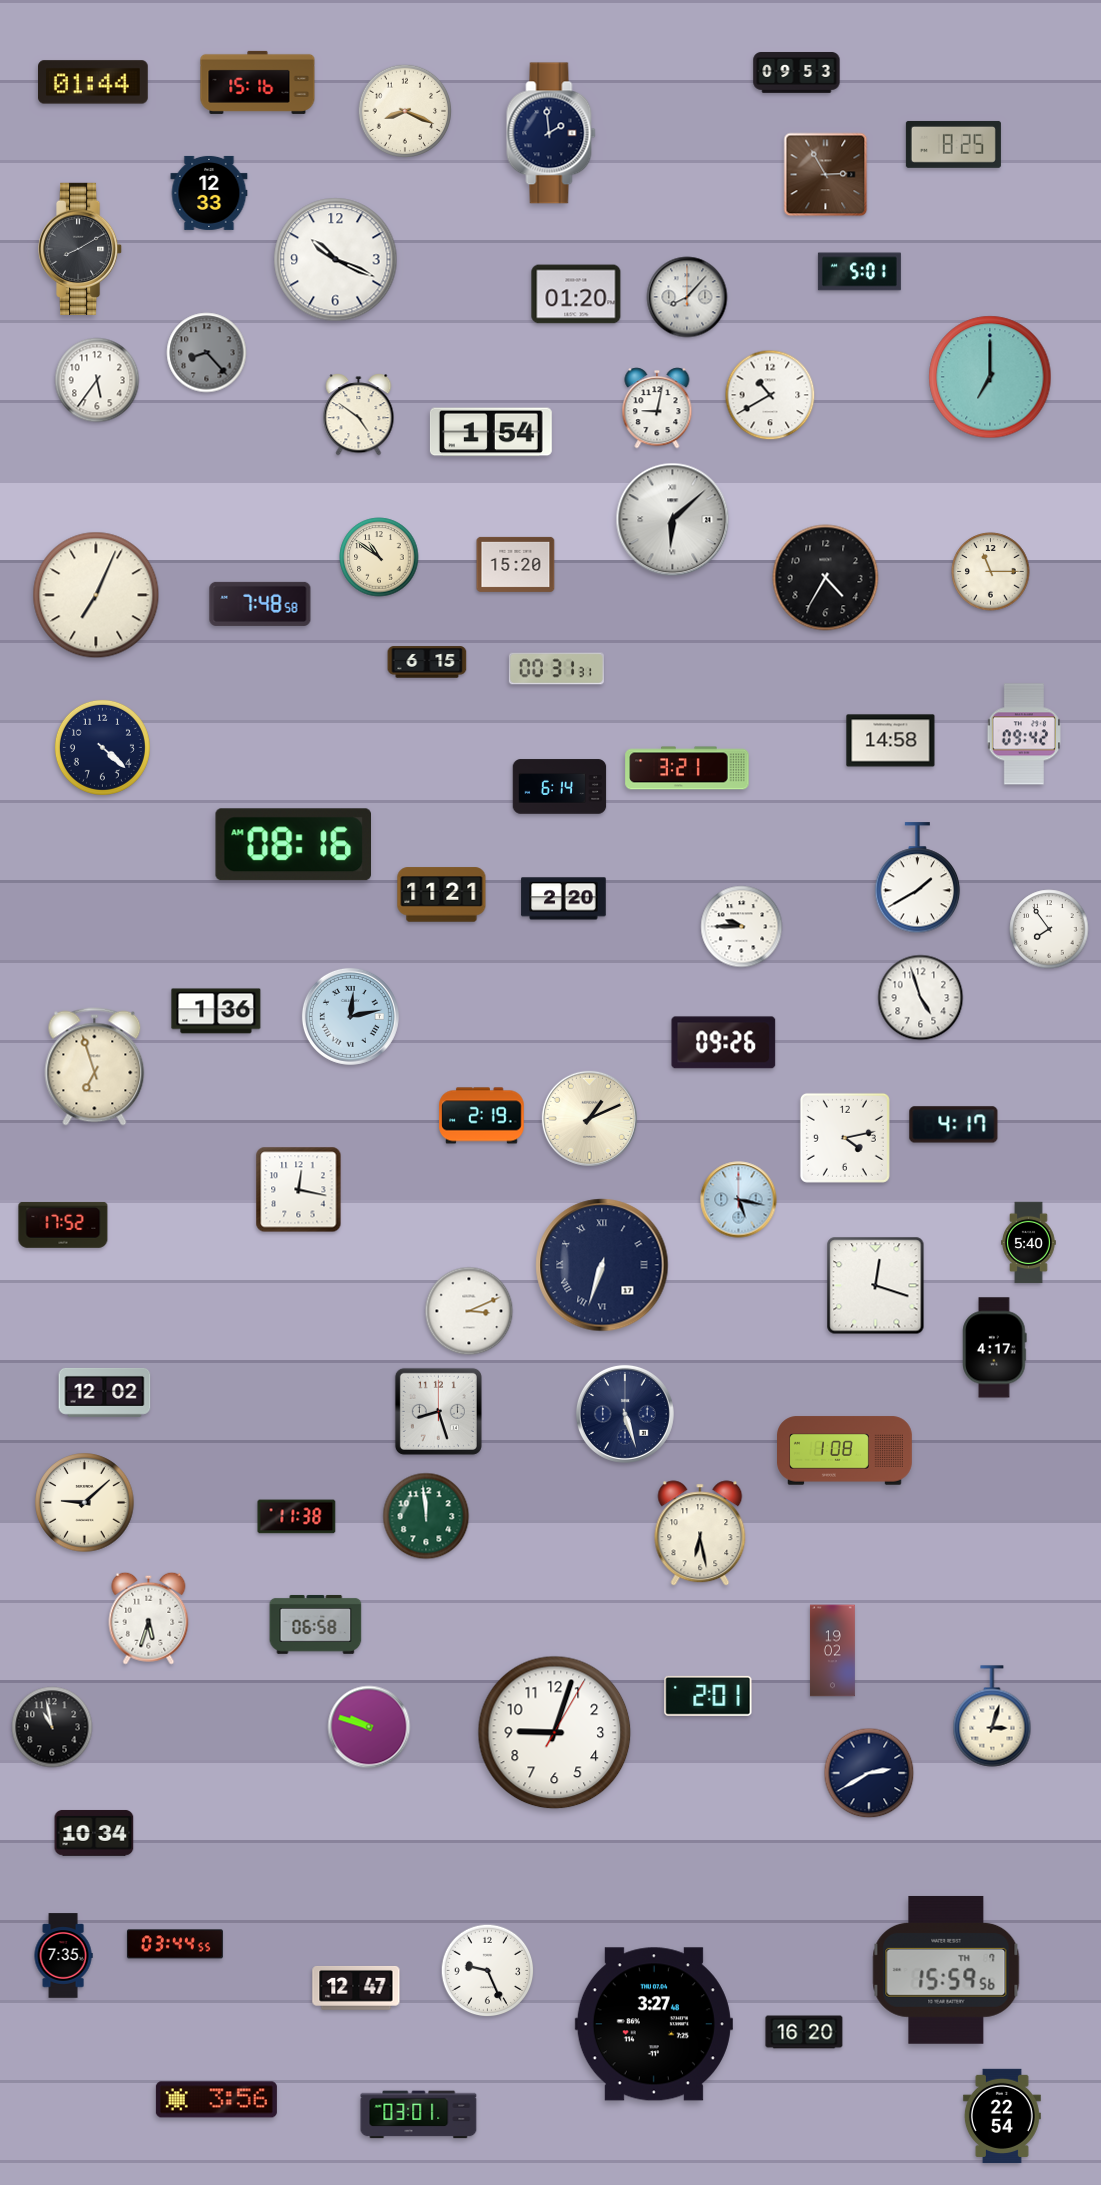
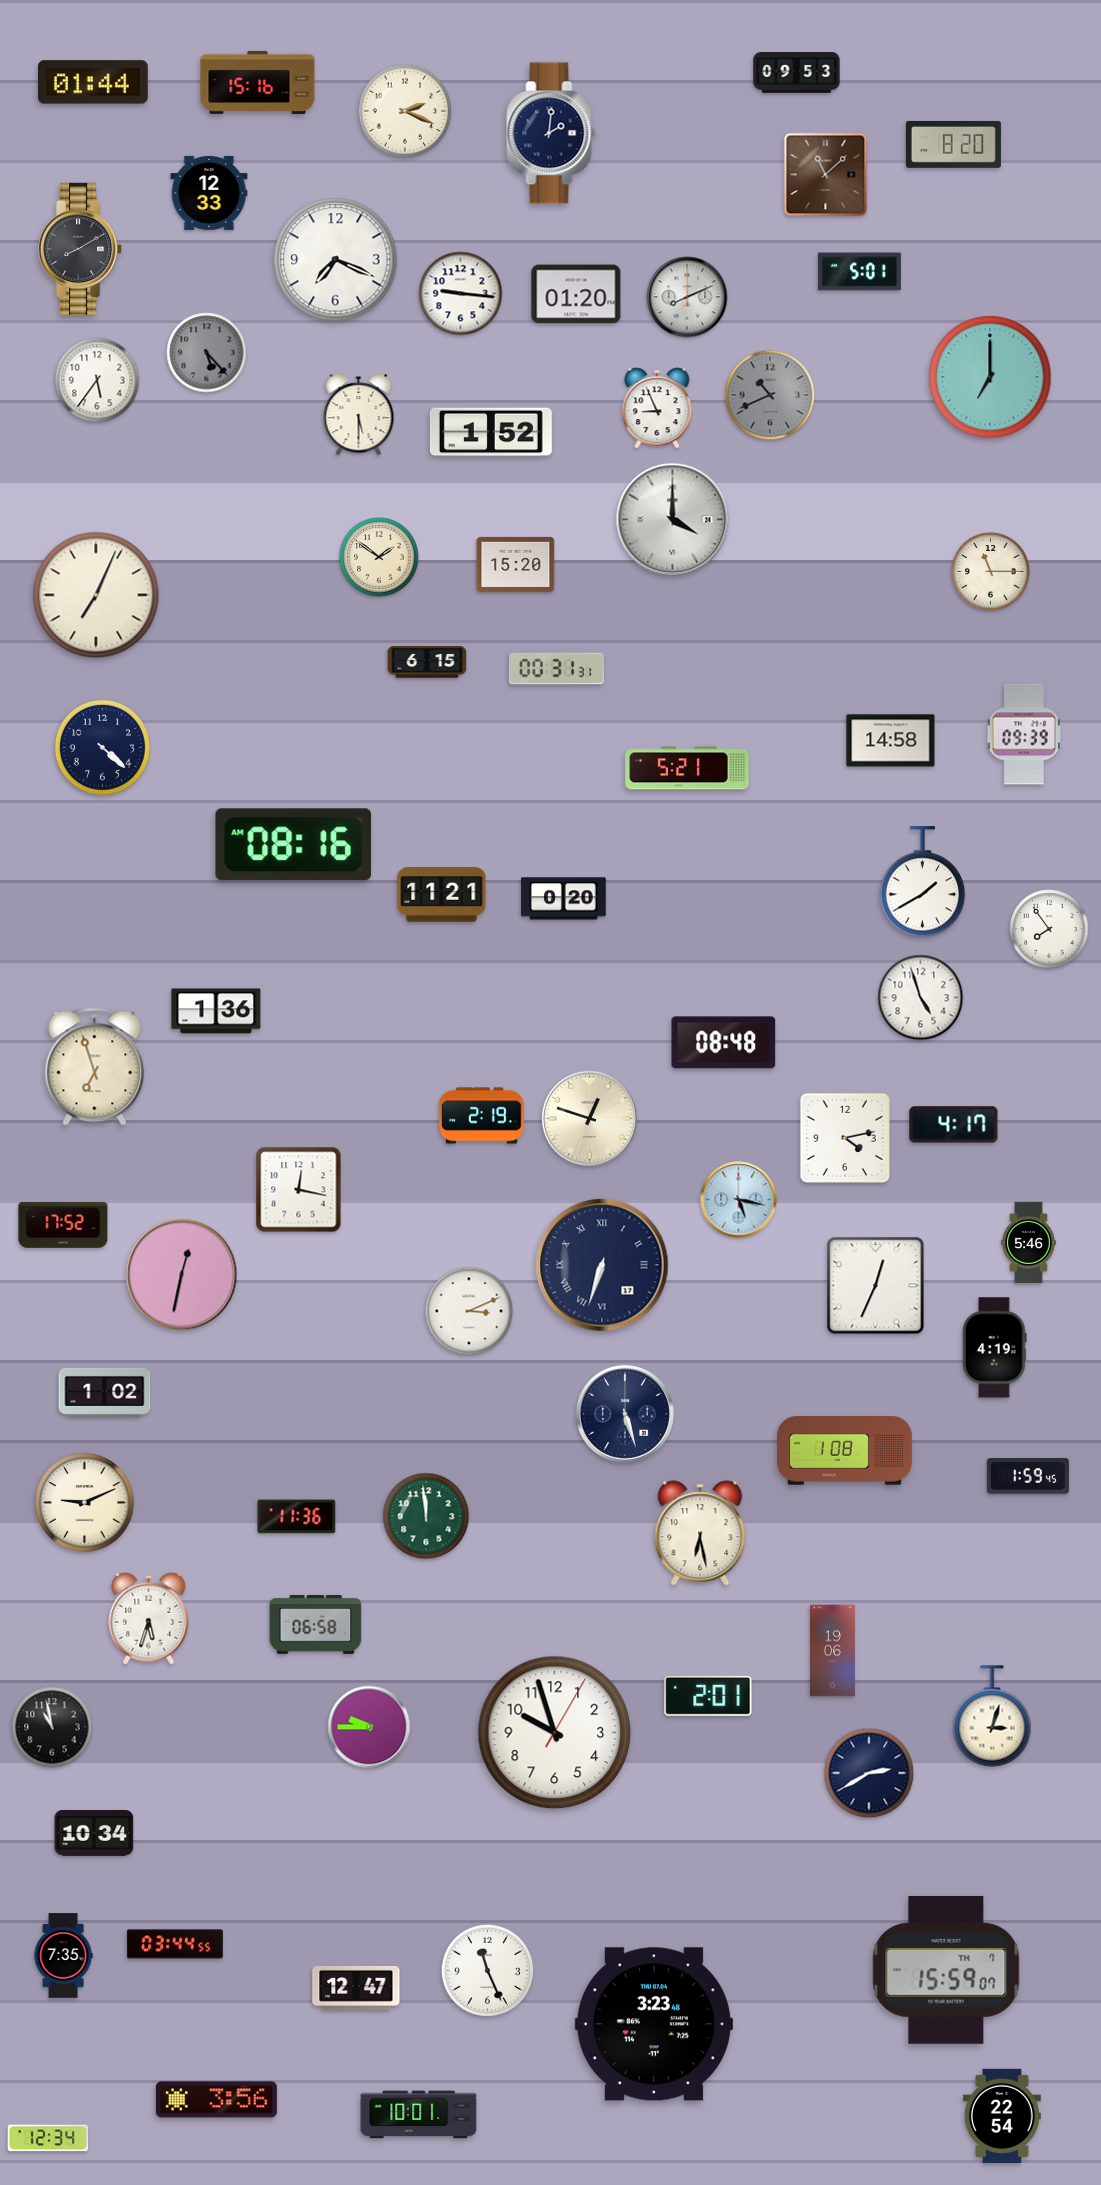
clock at (404, 110): 8:19 -> 2:19
clock at (551, 133): 1:59 -> 2:01
clock at (953, 144): 8:25 -> 8:20
clock at (826, 175): 2:55 -> 11:08
clock at (336, 260): 10:19 -> 7:19
clock at (461, 294): none -> 9:16
clock at (687, 297): 8:07 -> 8:11
clock at (207, 353): 8:23 -> 5:23
clock at (770, 395): 10:40 -> 10:41
clock at (770, 395) dial: white -> grey
clock at (657, 408): 9:02 -> 8:56
clock at (359, 415): 4:51 -> 5:30
clock at (491, 432): 1:54 -> 1:52
clock at (673, 520): 6:08 -> 4:00
clock at (379, 557): 10:51 -> 1:51
clock at (826, 578): 4:35 -> none
clock at (260, 604): 7:48 -> none
clock at (1024, 734): 09:42 -> 09:39
clock at (687, 768): 3:21 -> 5:21
clock at (560, 787): 6:14 -> none
clock at (918, 878) position: (918, 878) -> (923, 882)
clock at (564, 899): 2:20 -> 0:20
clock at (742, 927): 9:45 -> none
clock at (350, 1016): 12:13 -> none
clock at (724, 1043): 09:26 -> 08:48
clock at (589, 1118): 1:11 -> 12:48
clock at (1029, 1243): 5:40 -> 5:46
clock at (182, 1275): none -> 12:32
clock at (876, 1286): 12:18 -> 12:34
clock at (995, 1348): 4:17 -> 4:19
clock at (105, 1392): 12:02 -> 1:02
clock at (438, 1411): 8:27 -> none
clock at (1028, 1476): none -> 1:59
clock at (85, 1503): 9:08 -> 9:11
clock at (297, 1517): 11:38 -> 11:36
clock at (832, 1651): 19:02 -> 19:06
clock at (369, 1727): 9:48 -> 9:45
clock at (555, 1733): 9:03 -> 9:57
clock at (946, 1970): 15:59:56 -> 15:59:07
clock at (488, 1971): 9:26 -> 11:26
clock at (654, 2024): 3:27 -> 3:23
clock at (804, 2032): 16:20 -> none
clock at (419, 2115): 03:01 -> 10:01
clock at (48, 2138): none -> 12:34
